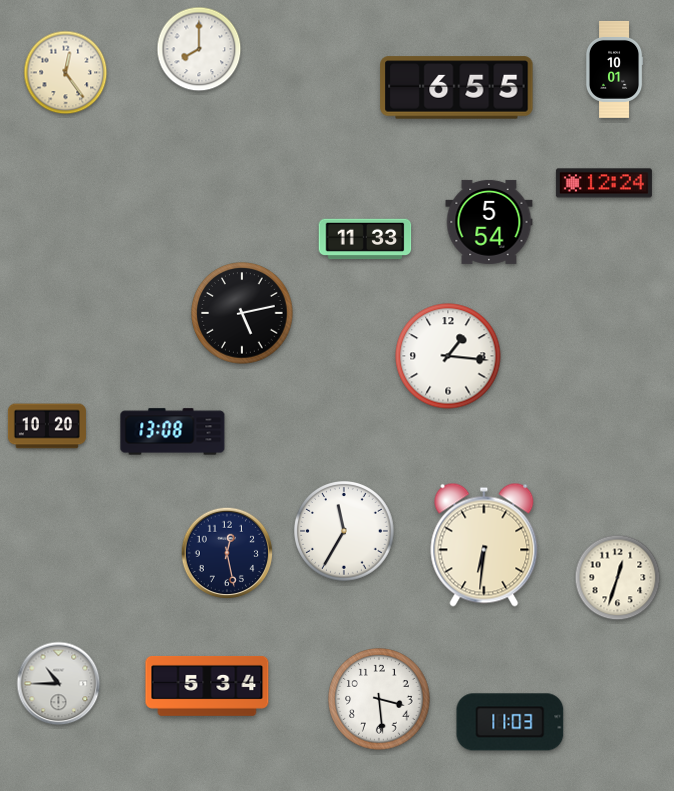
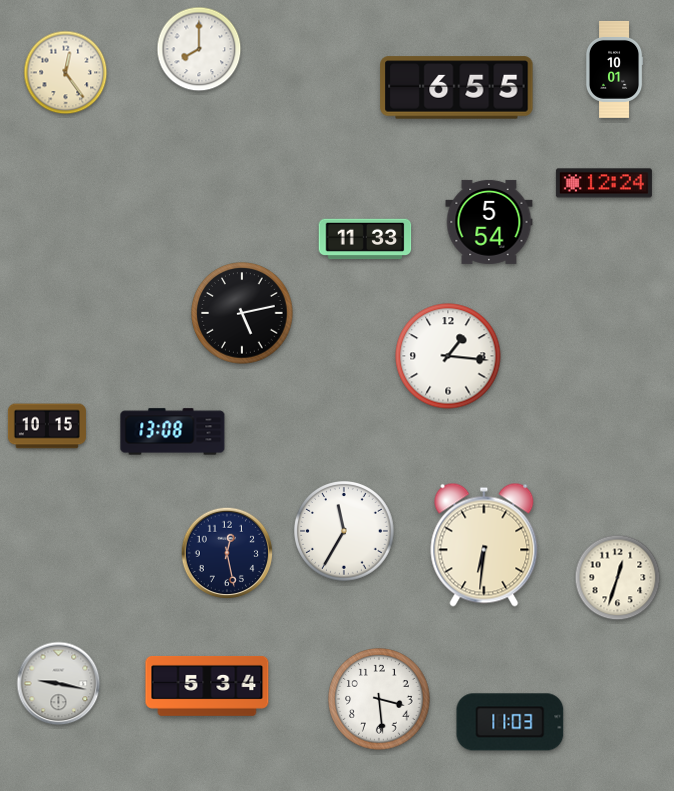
clock at (47, 426): 10:20 -> 10:15
clock at (59, 684): 10:45 -> 9:17
